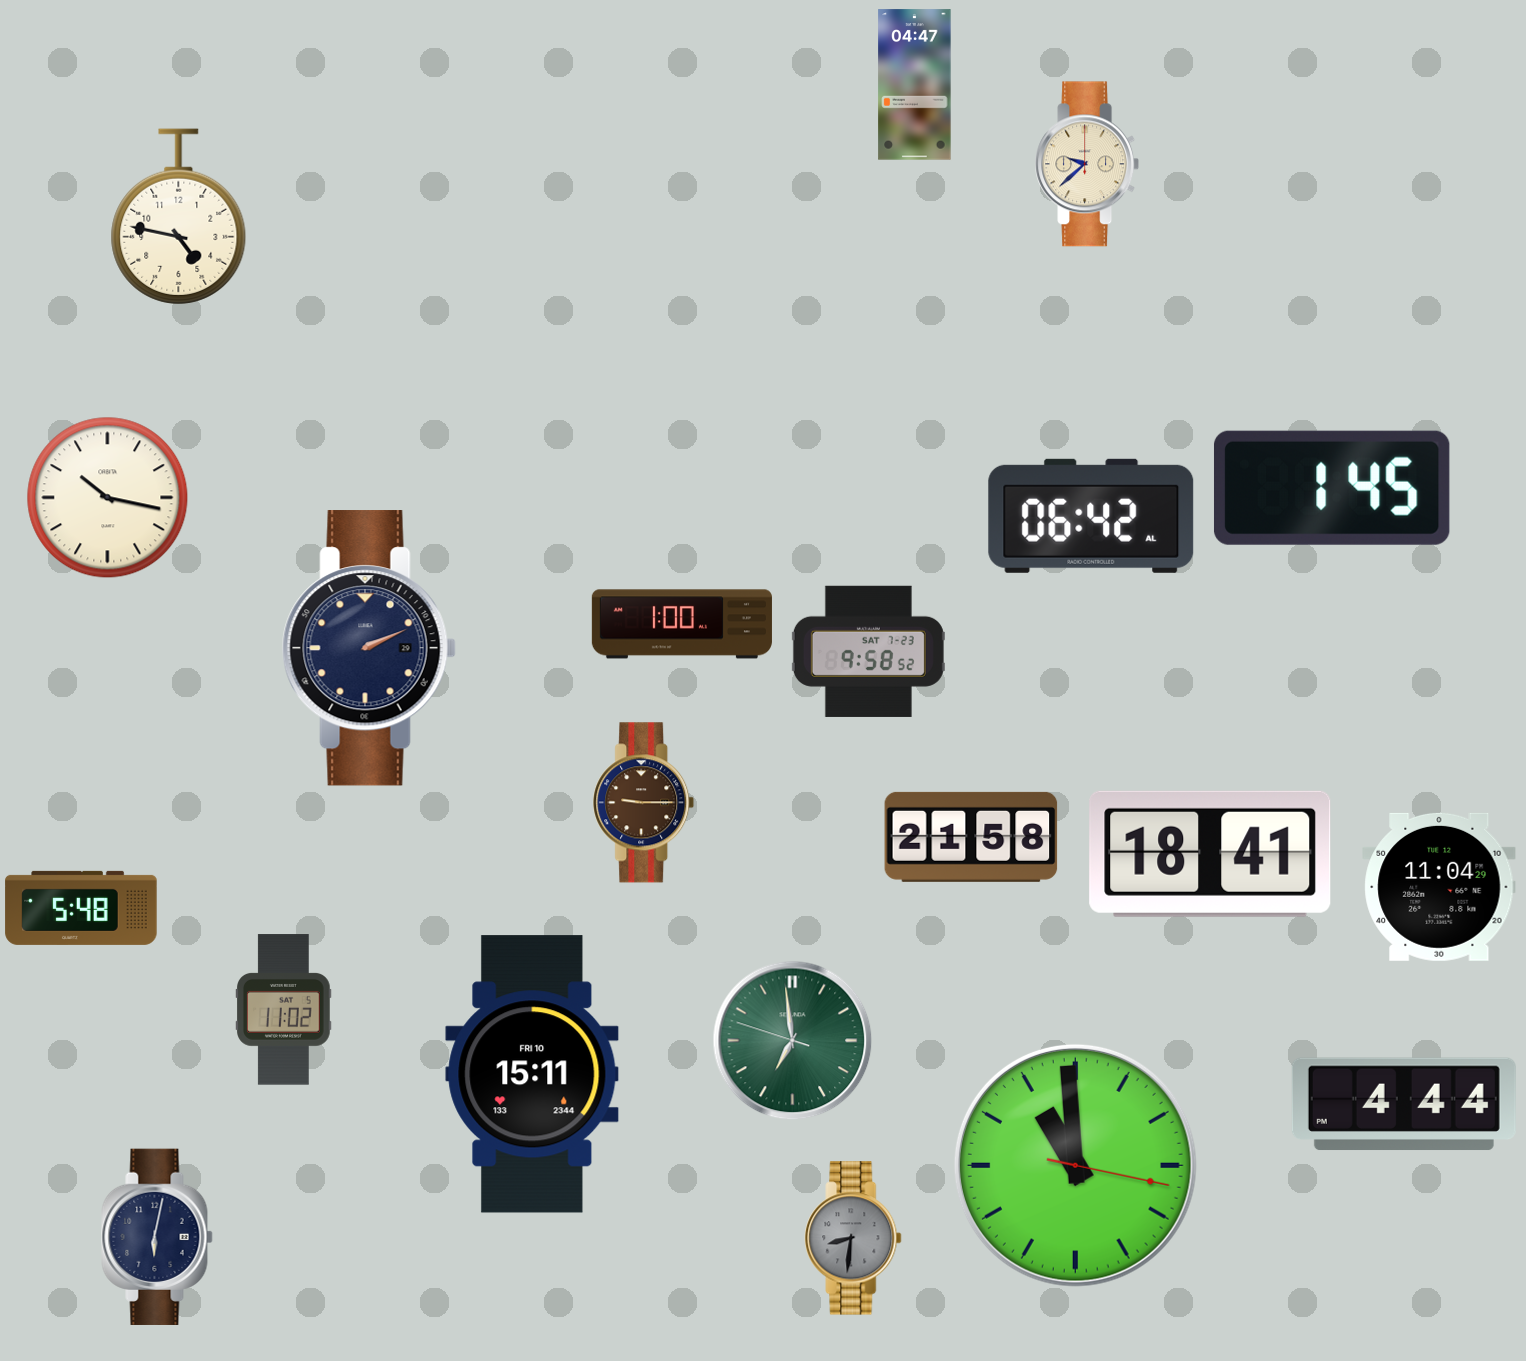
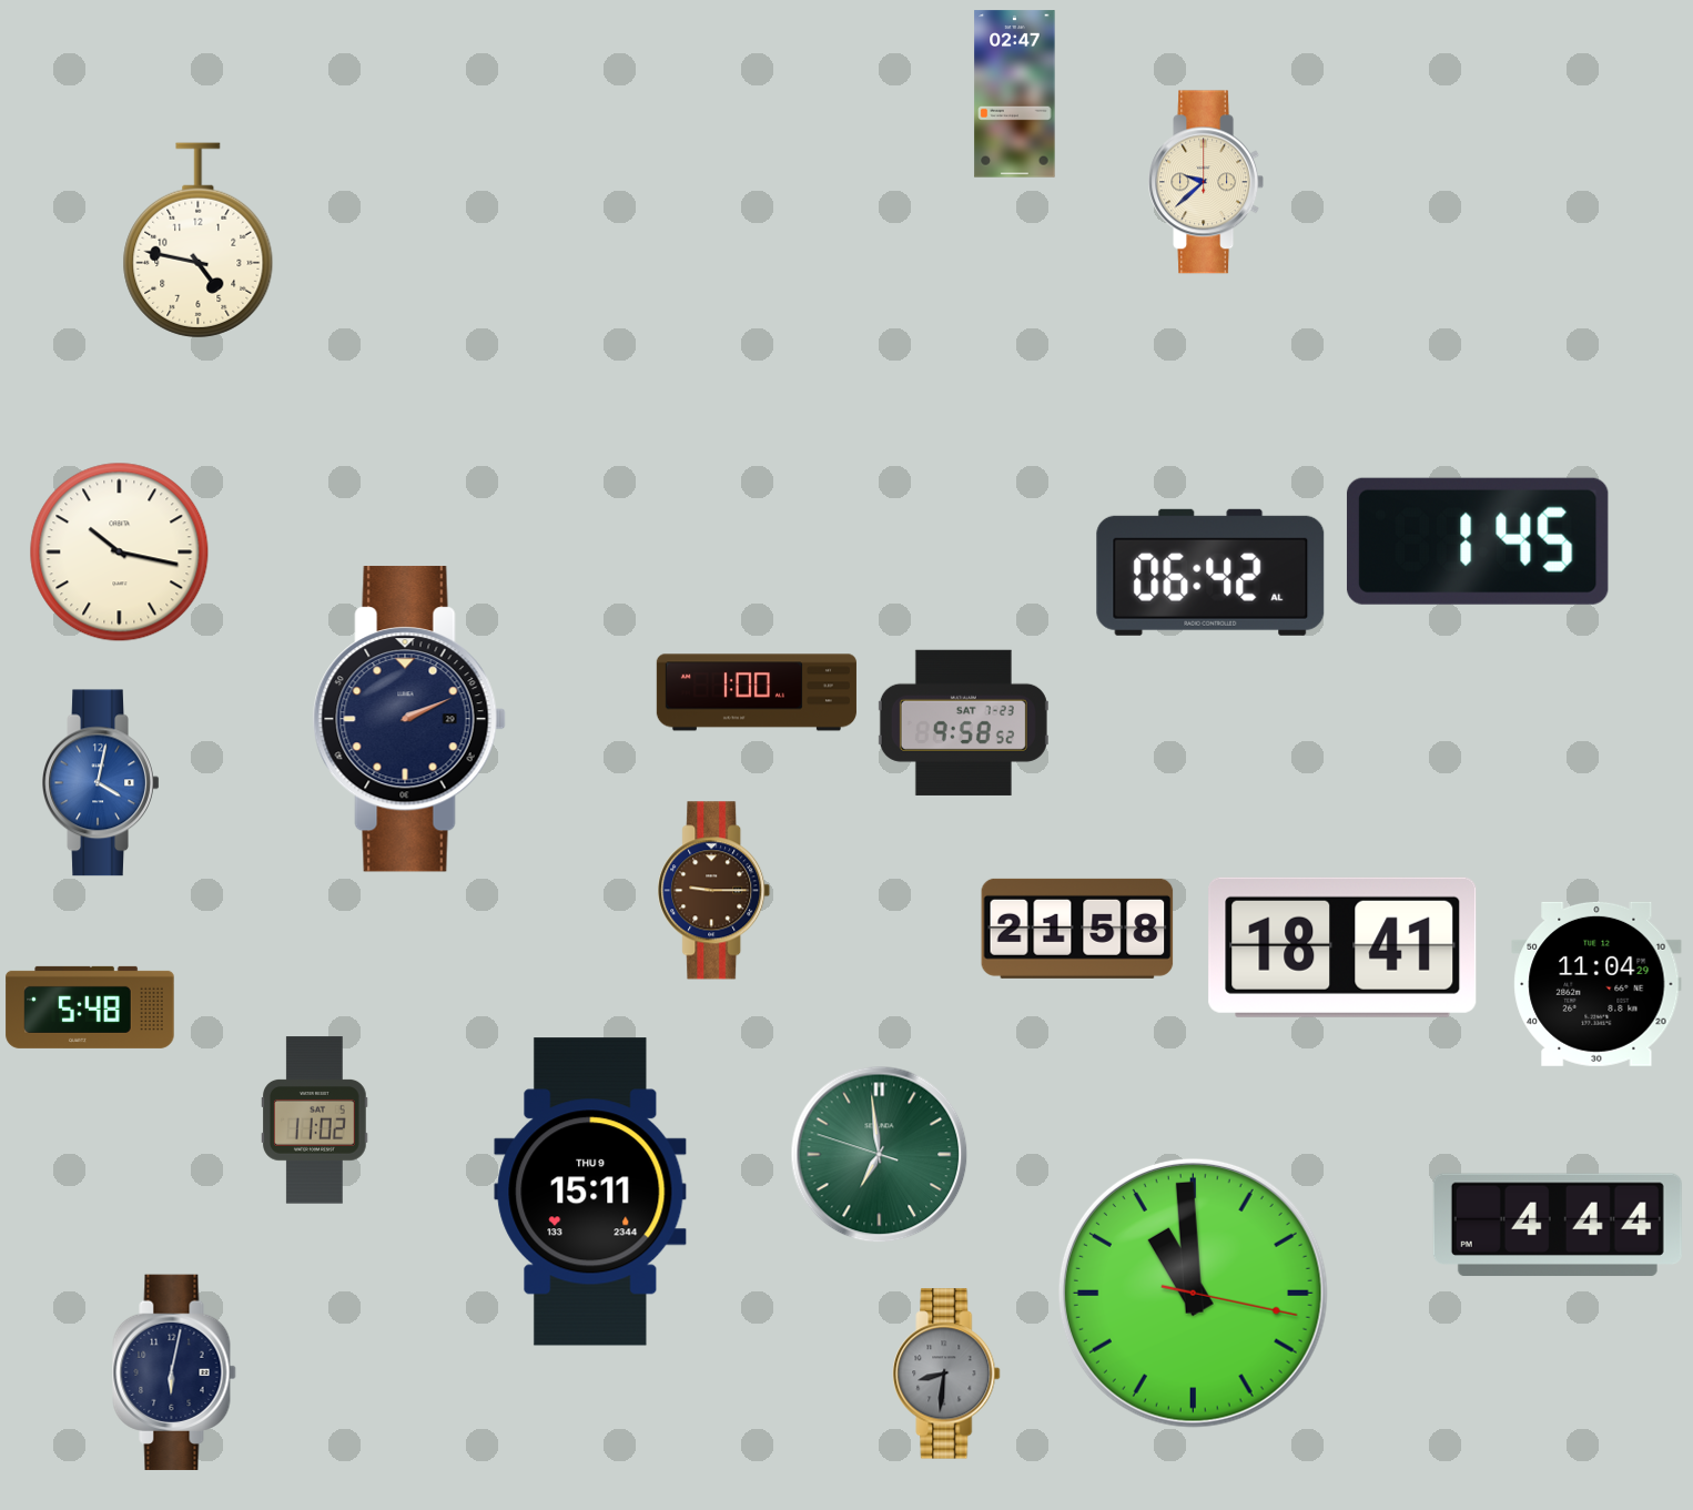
clock at (915, 85): 04:47 -> 02:47
clock at (101, 783): none -> 4:02
clock at (532, 1074) date: FRI 10 -> THU 9
